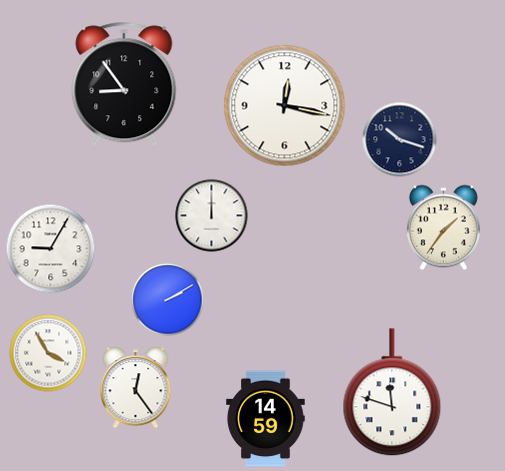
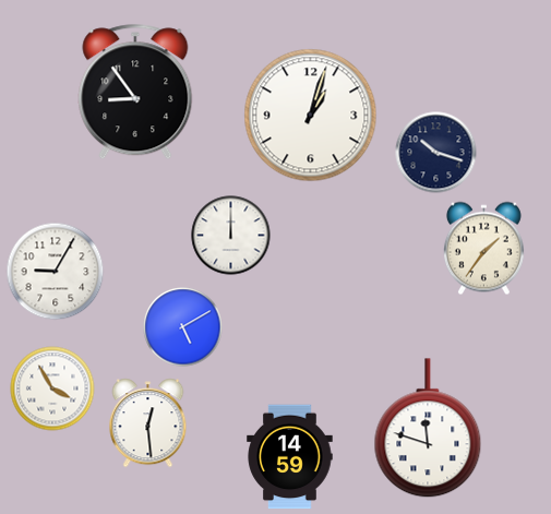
clock at (285, 106): 12:17 -> 1:03
clock at (168, 300): 2:10 -> 5:10
clock at (48, 353) position: (48, 353) -> (52, 389)
clock at (136, 388): 12:24 -> 12:29
